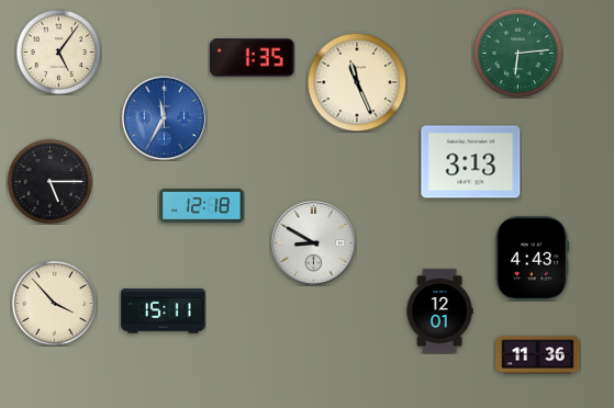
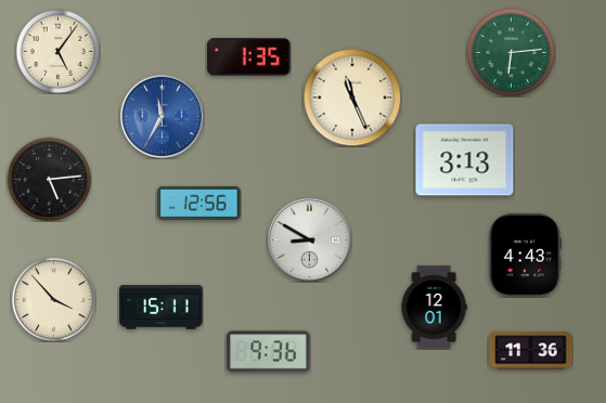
clock at (357, 82) position: (357, 82) -> (352, 97)
clock at (49, 181): 5:15 -> 5:14
clock at (202, 205): 12:18 -> 12:56
clock at (269, 352): none -> 9:36
